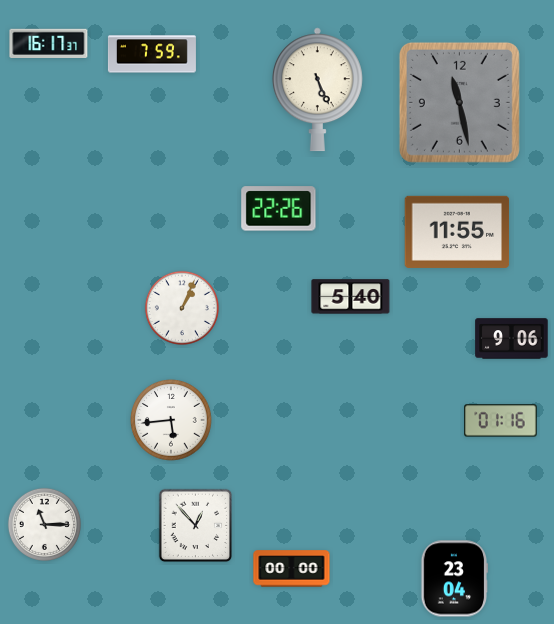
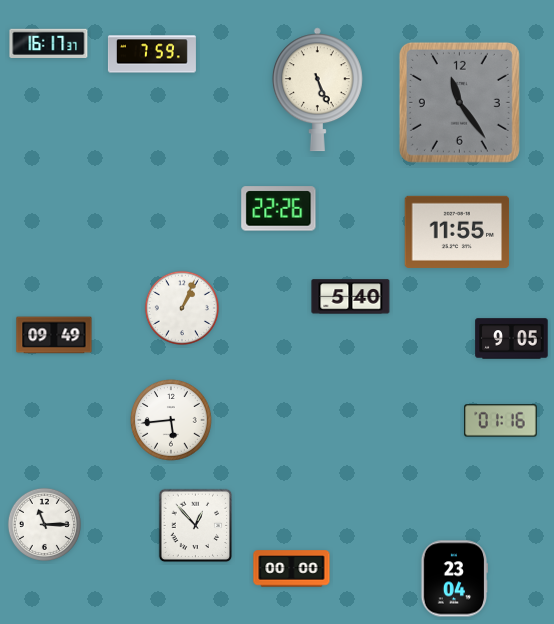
clock at (459, 102): 11:28 -> 11:24
clock at (54, 335): none -> 09:49
clock at (512, 339): 9:06 -> 9:05
